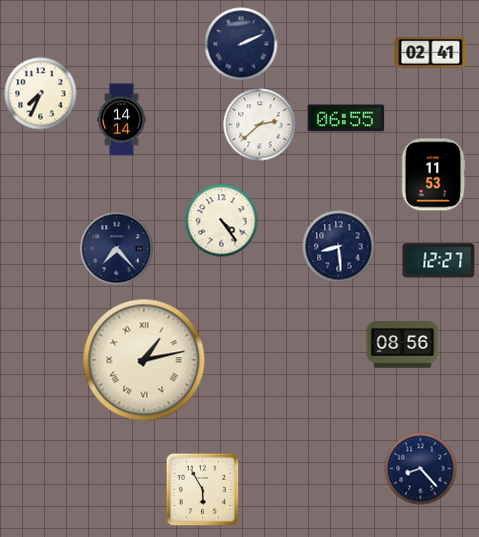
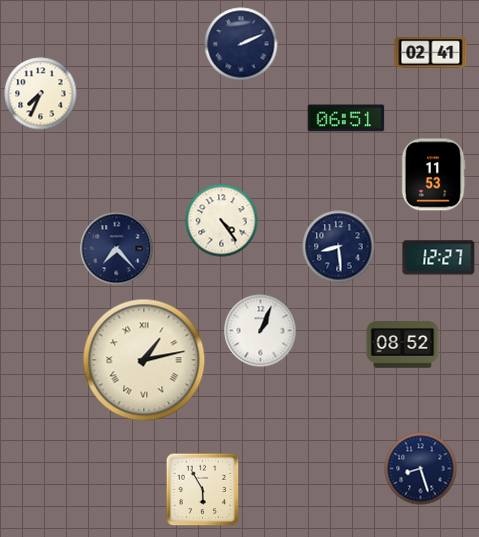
clock at (346, 118): 06:55 -> 06:51
clock at (122, 120): 14:14 -> none
clock at (260, 125): 2:38 -> none
clock at (439, 261) position: (439, 261) -> (439, 258)
clock at (261, 331): none -> 1:04
clock at (403, 345): 08:56 -> 08:52
clock at (421, 469): 8:23 -> 8:27
